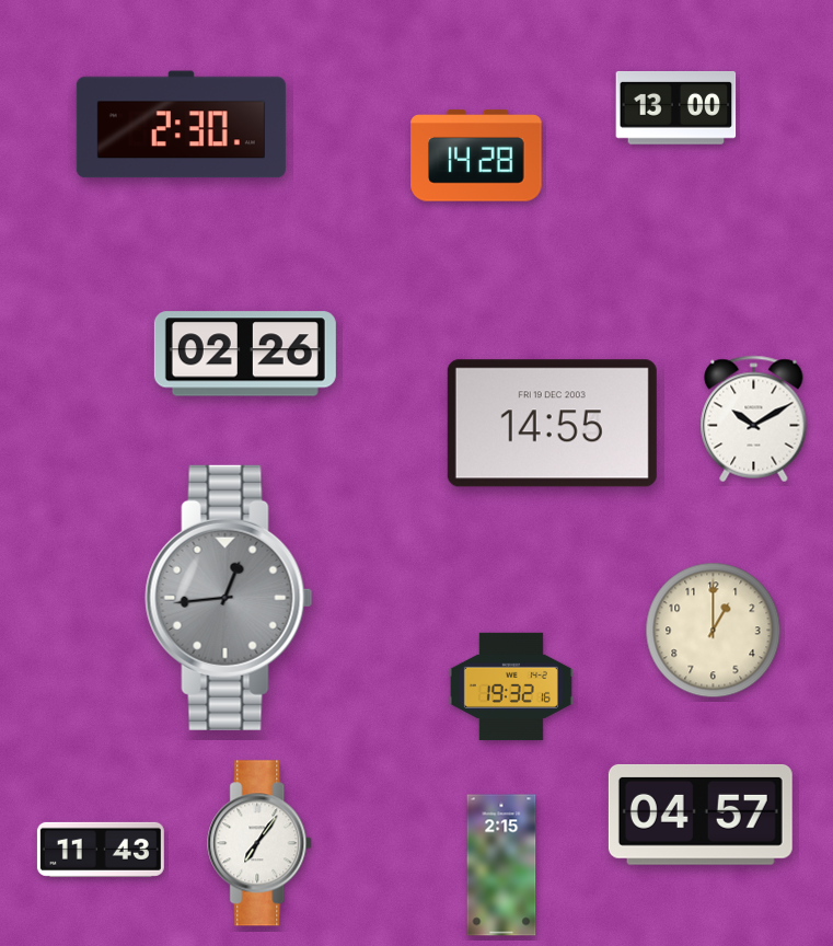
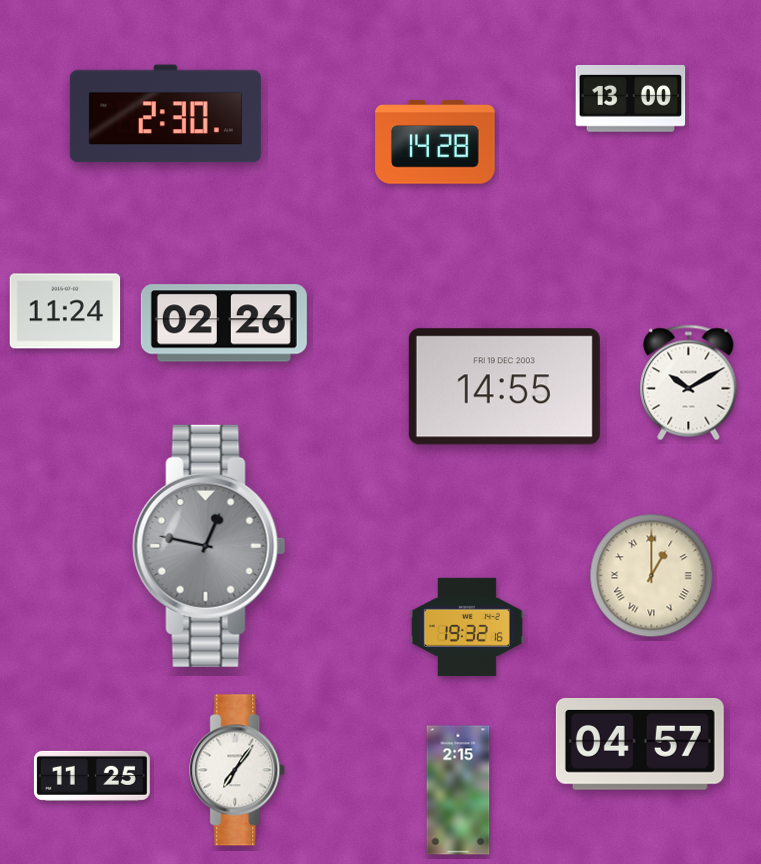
clock at (676, 108) position: (676, 108) -> (631, 99)
clock at (65, 311): none -> 11:24
clock at (229, 598): 12:44 -> 12:47
clock at (714, 631) numerals: Arabic -> Roman
clock at (101, 850): 11:43 -> 11:25
